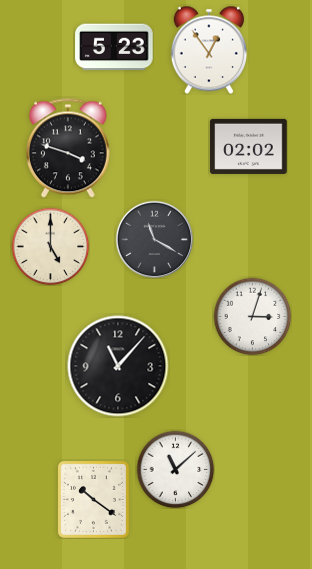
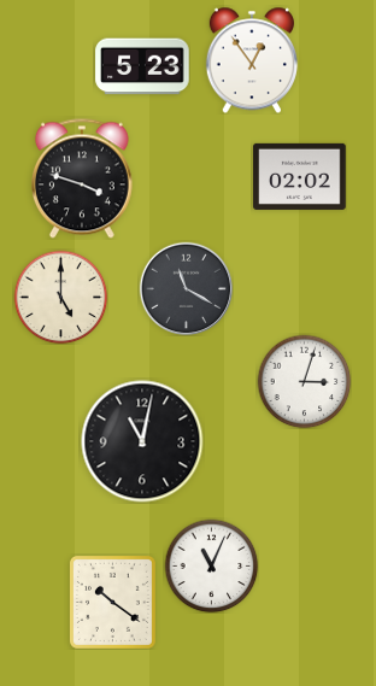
clock at (114, 47) position: (114, 47) -> (142, 66)
clock at (118, 366): 11:07 -> 11:02
clock at (175, 469): 11:08 -> 11:04
